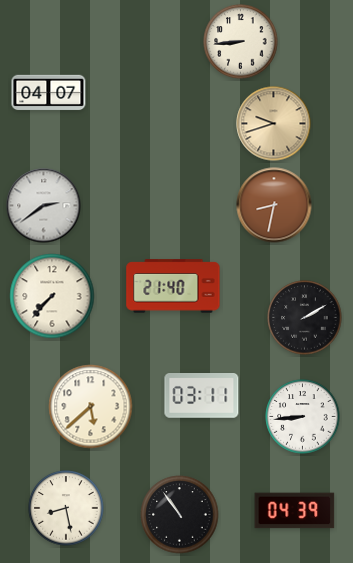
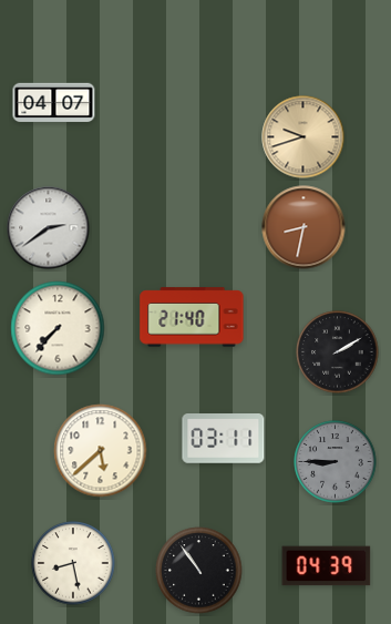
clock at (241, 42): 8:44 -> none
clock at (303, 417): 8:44 -> 8:45
clock at (303, 417) dial: white -> grey
